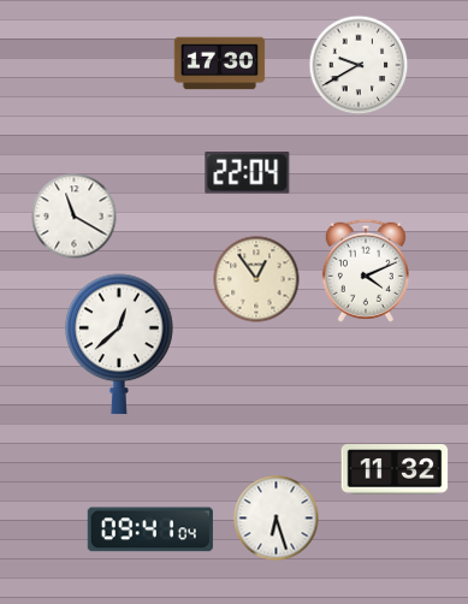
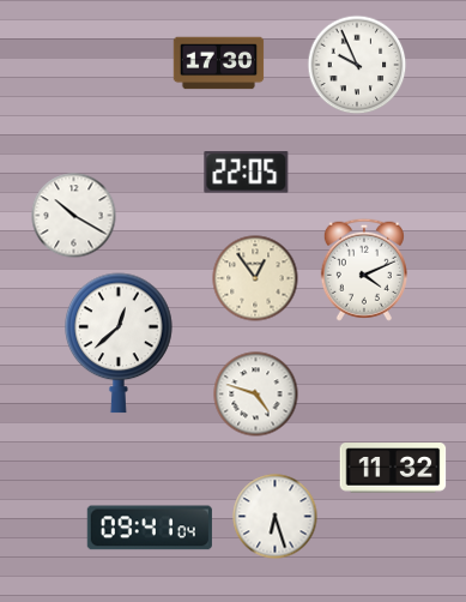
clock at (359, 65): 9:40 -> 9:56
clock at (248, 173): 22:04 -> 22:05
clock at (75, 217): 11:20 -> 10:20
clock at (256, 395): none -> 4:48
